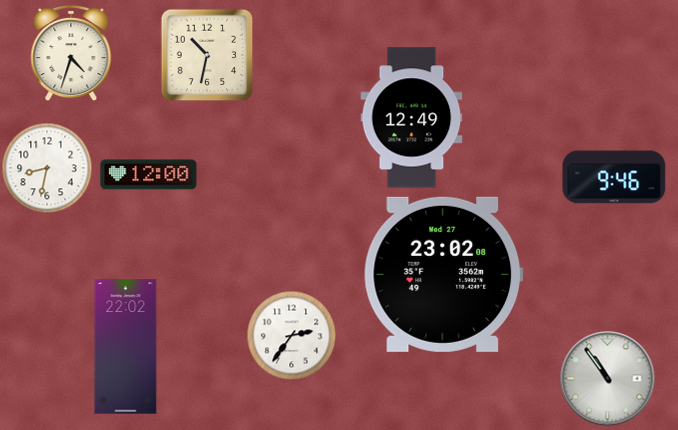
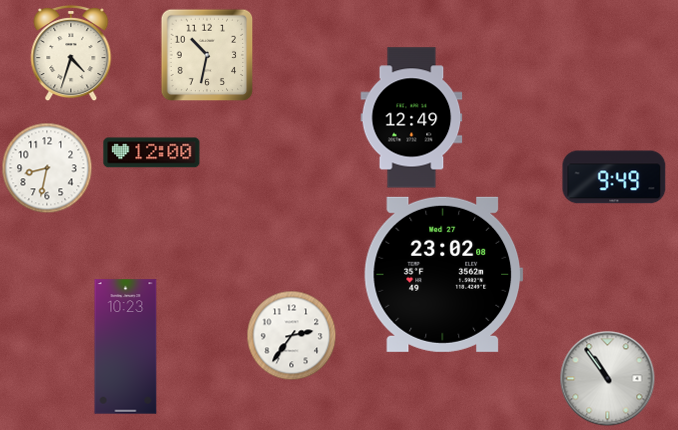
clock at (149, 175) position: (149, 175) -> (152, 153)
clock at (614, 177): 9:46 -> 9:49
clock at (126, 347): 22:02 -> 10:23
